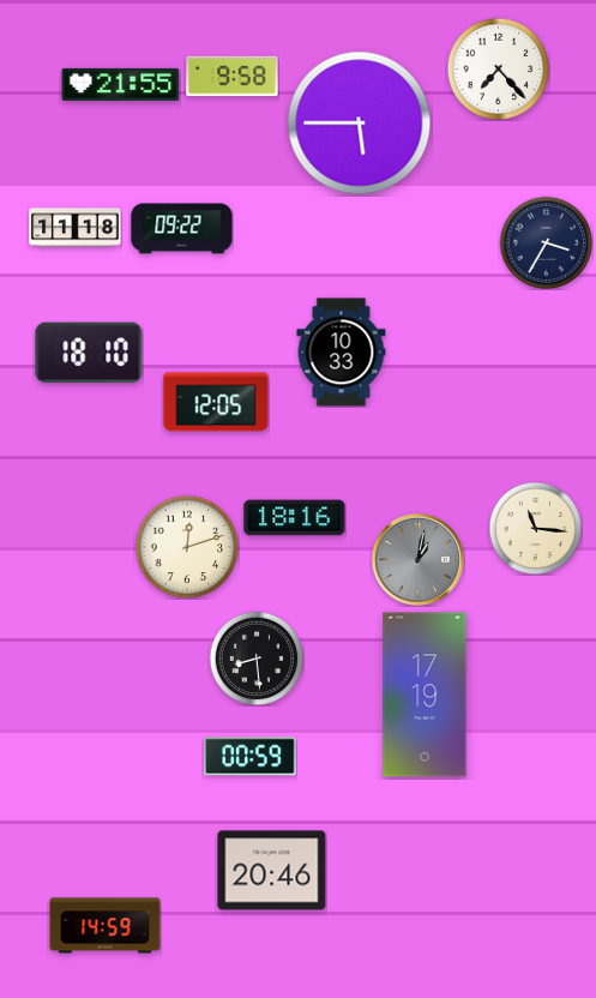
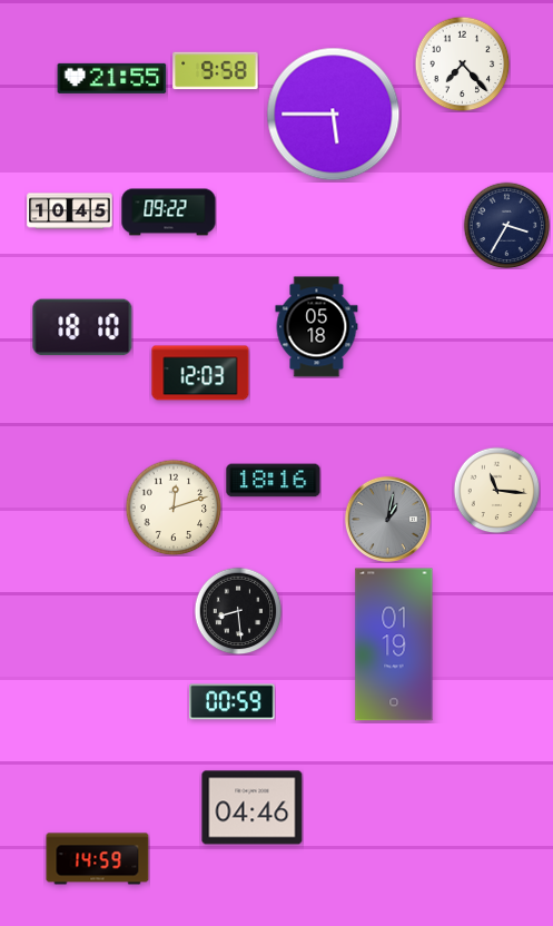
clock at (76, 228): 11:18 -> 10:45
clock at (342, 353): 10:33 -> 05:18
clock at (216, 402): 12:05 -> 12:03
clock at (425, 695): 17:19 -> 01:19
clock at (272, 871): 20:46 -> 04:46
